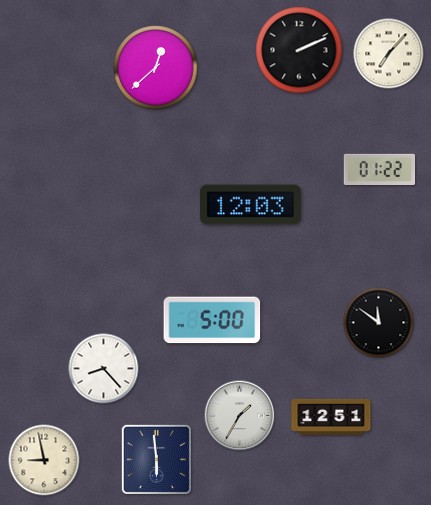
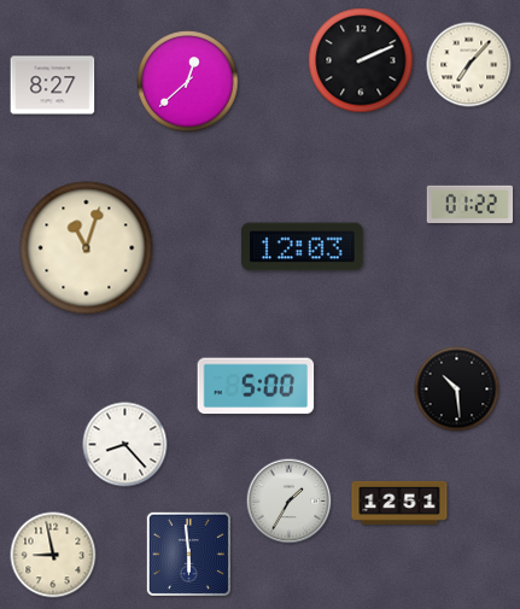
clock at (53, 86): none -> 8:27
clock at (380, 169) position: (380, 169) -> (471, 204)
clock at (87, 248): none -> 11:03
clock at (379, 323): 11:51 -> 10:29
